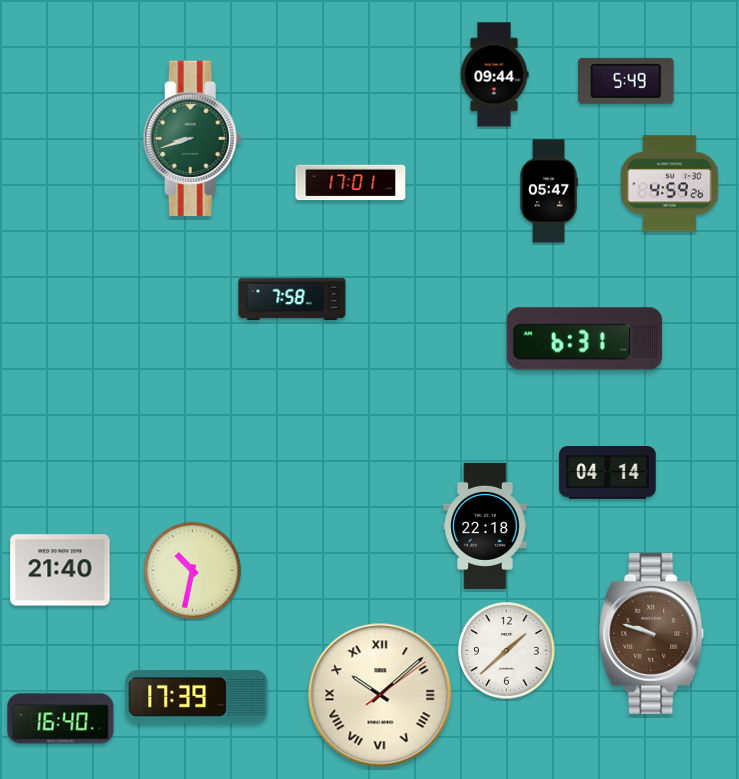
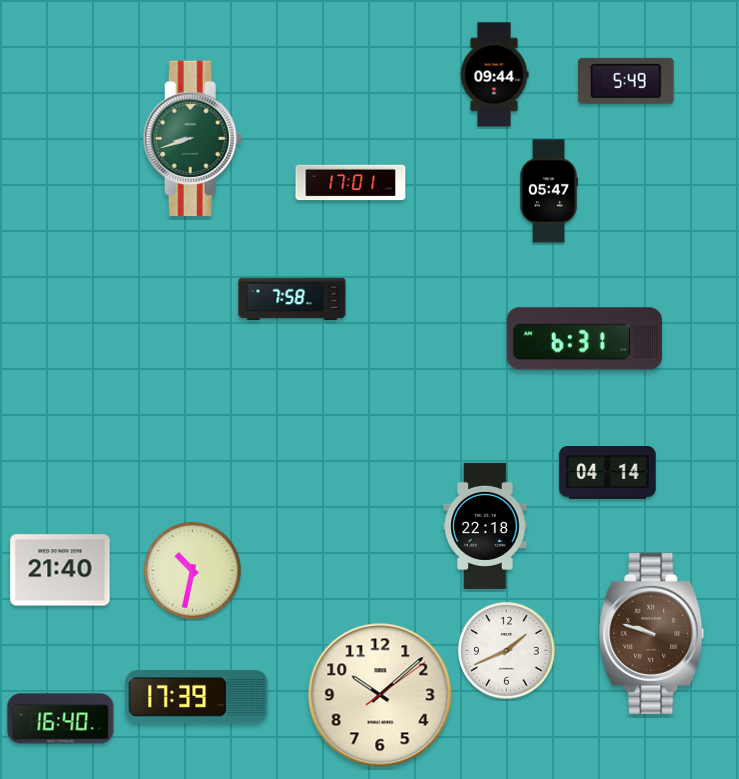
clock at (670, 184): 4:59 -> none
clock at (507, 651): 1:38 -> 1:41
clock at (380, 695) numerals: Roman -> Arabic
